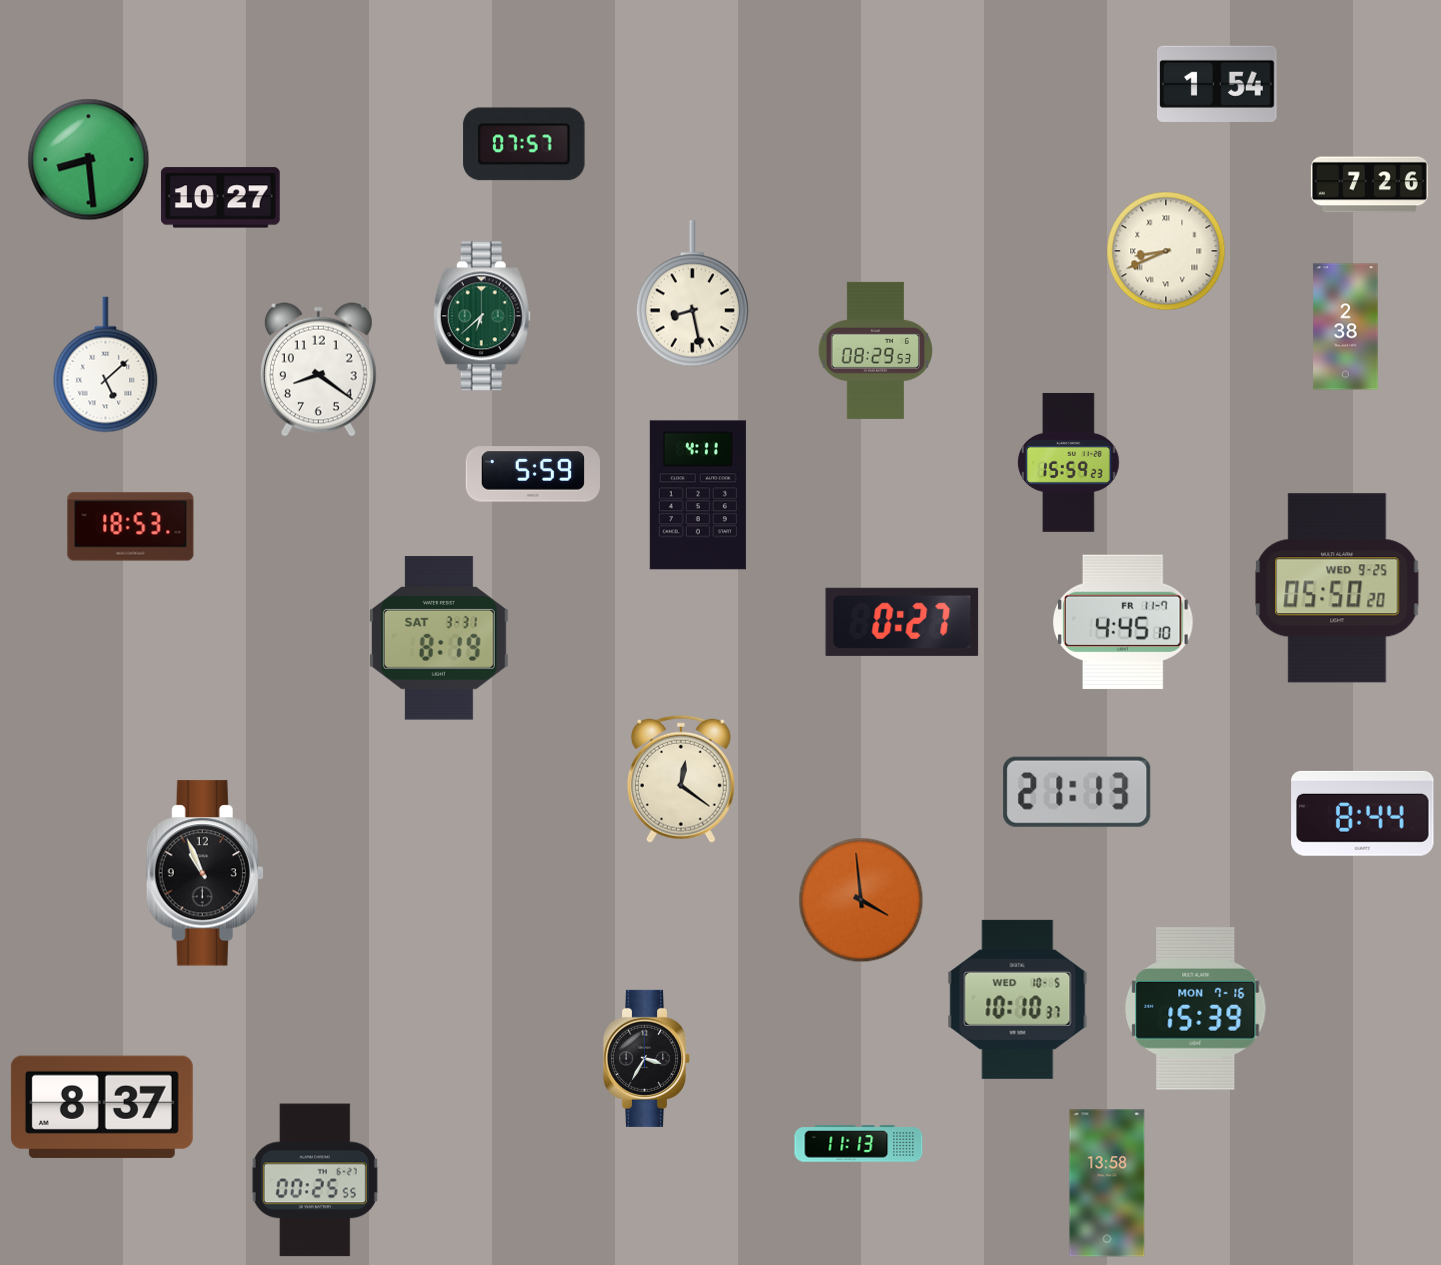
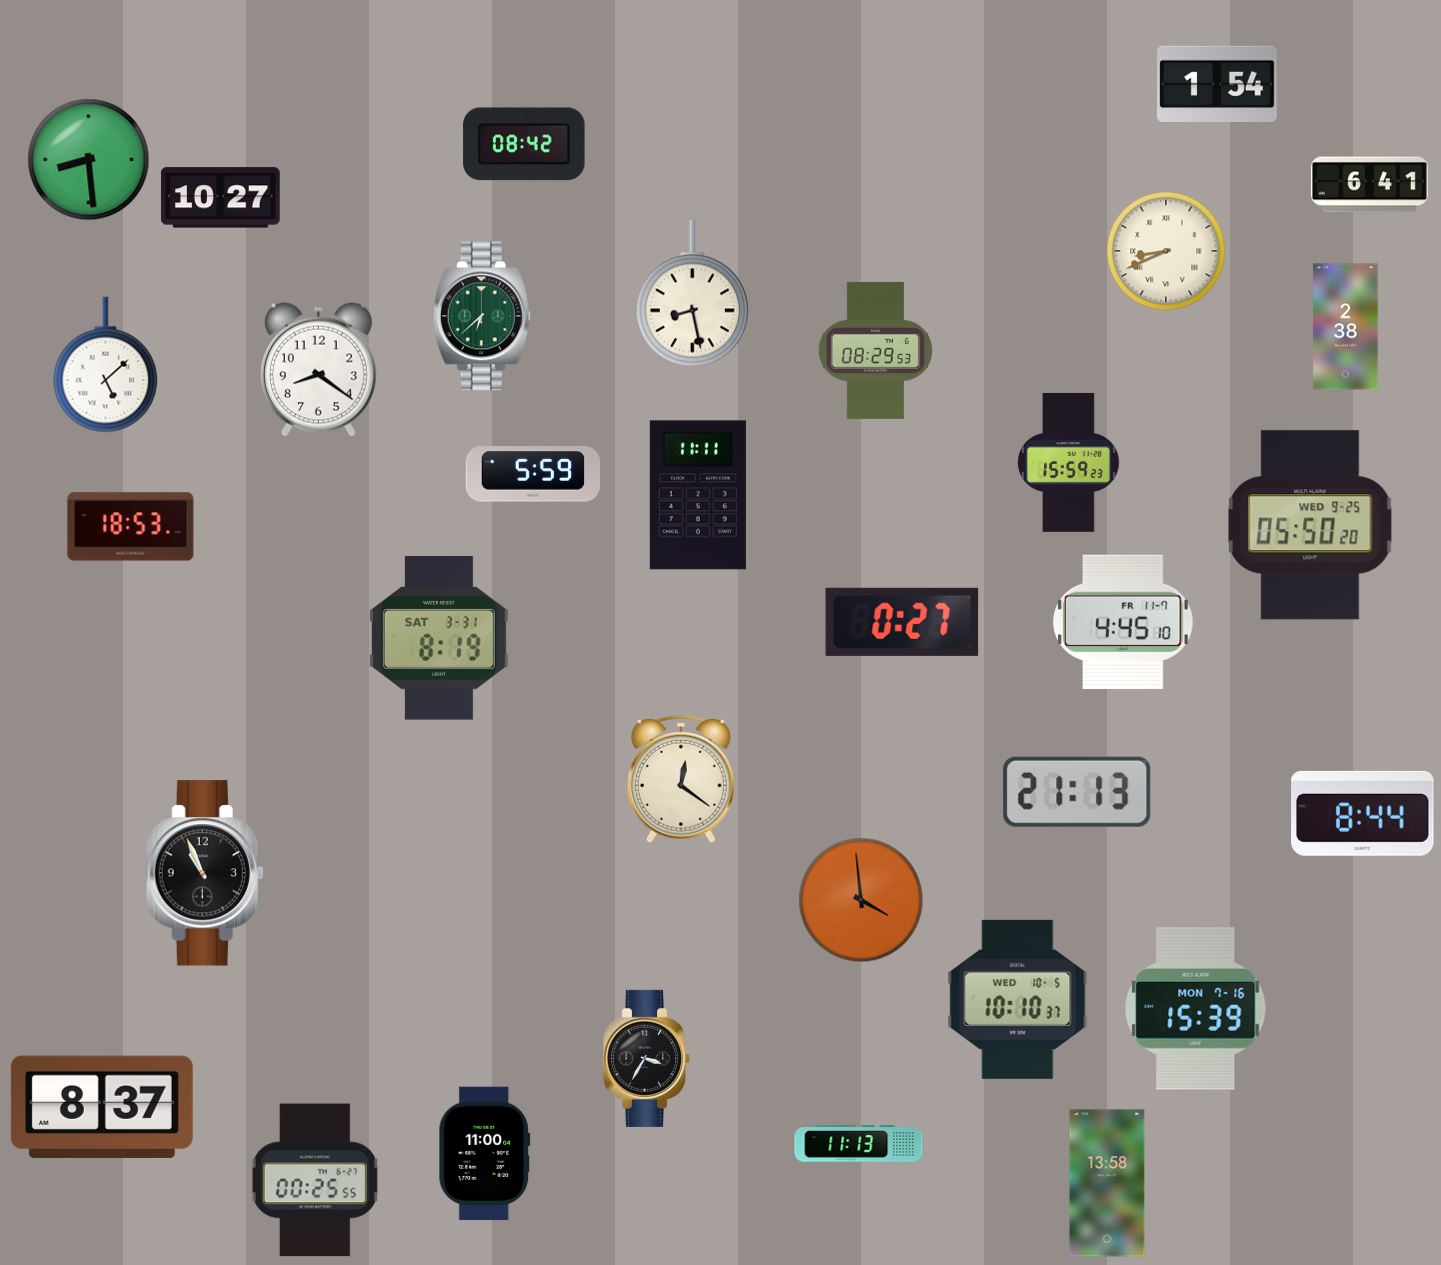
clock at (524, 144): 07:57 -> 08:42
clock at (1369, 185): 7:26 -> 6:41
clock at (698, 495): 4:11 -> 11:11
clock at (1337, 588) position: (1337, 588) -> (1310, 525)
clock at (485, 1154): none -> 11:00
